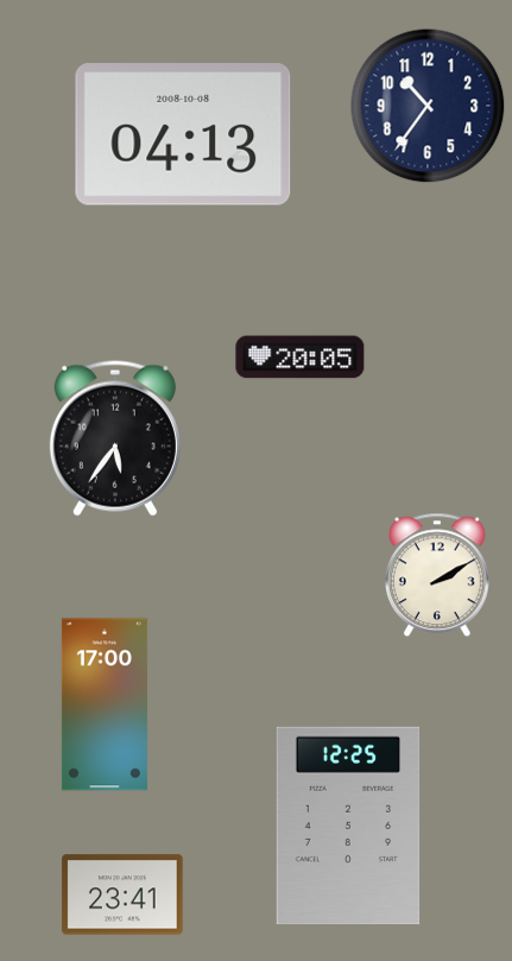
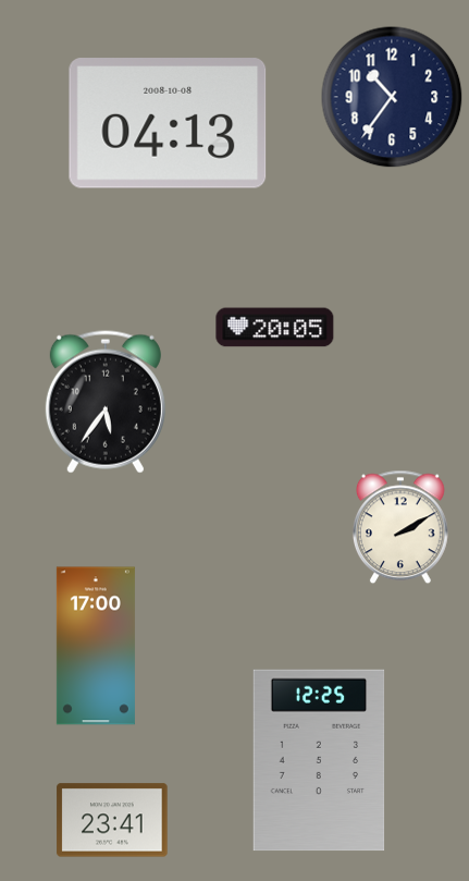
clock at (348, 826) position: (348, 826) -> (319, 760)
